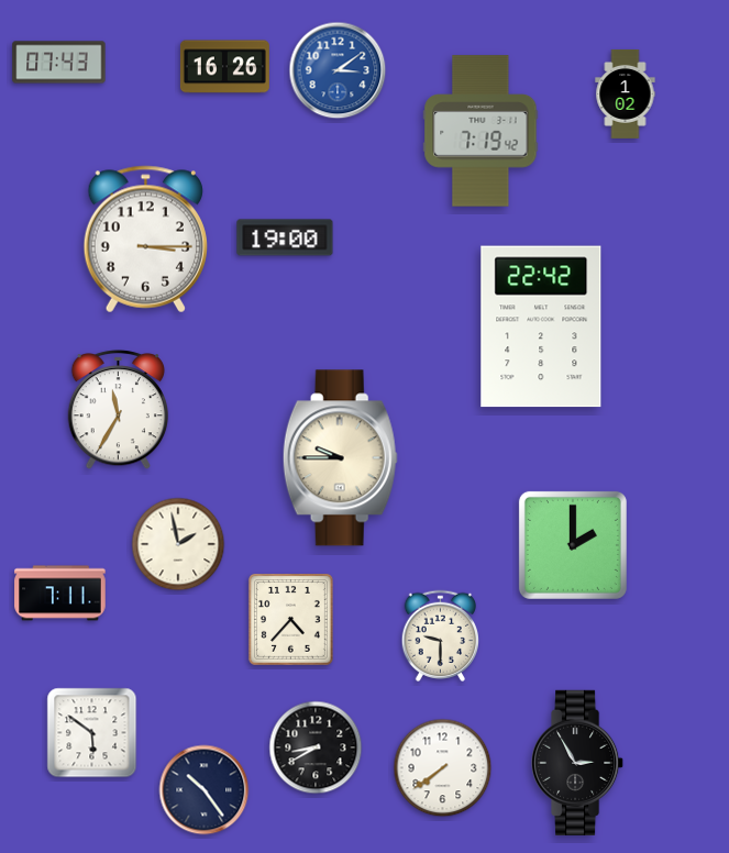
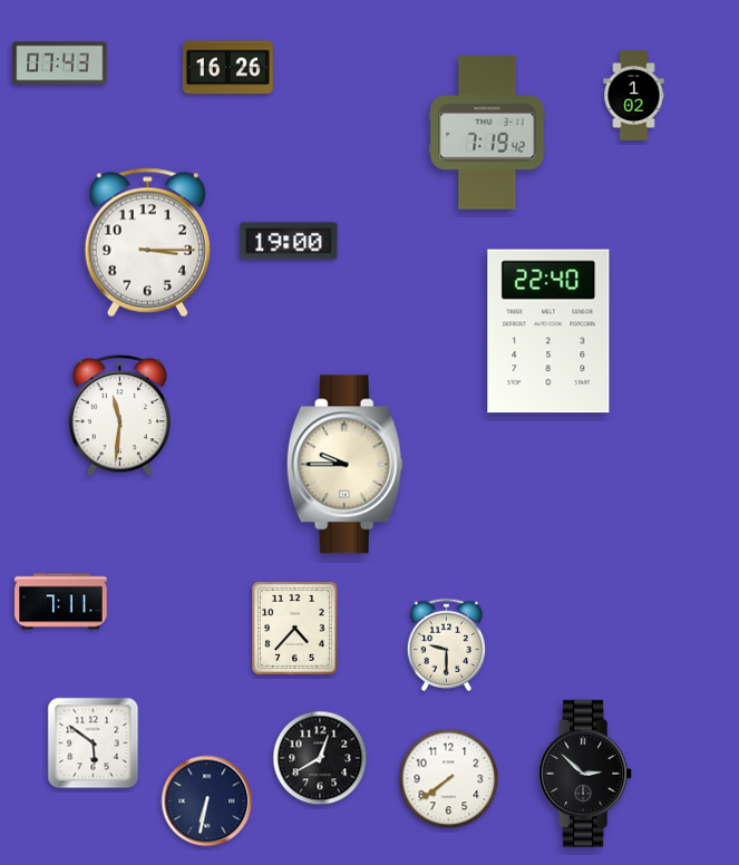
clock at (338, 70): 3:09 -> none
clock at (541, 326): 22:42 -> 22:40
clock at (118, 410): 11:35 -> 11:31
clock at (178, 544): 1:58 -> none
clock at (573, 545): 2:00 -> none
clock at (316, 747): 8:40 -> 12:40
clock at (578, 763): 2:55 -> 2:52
clock at (205, 790): 10:24 -> 6:32
